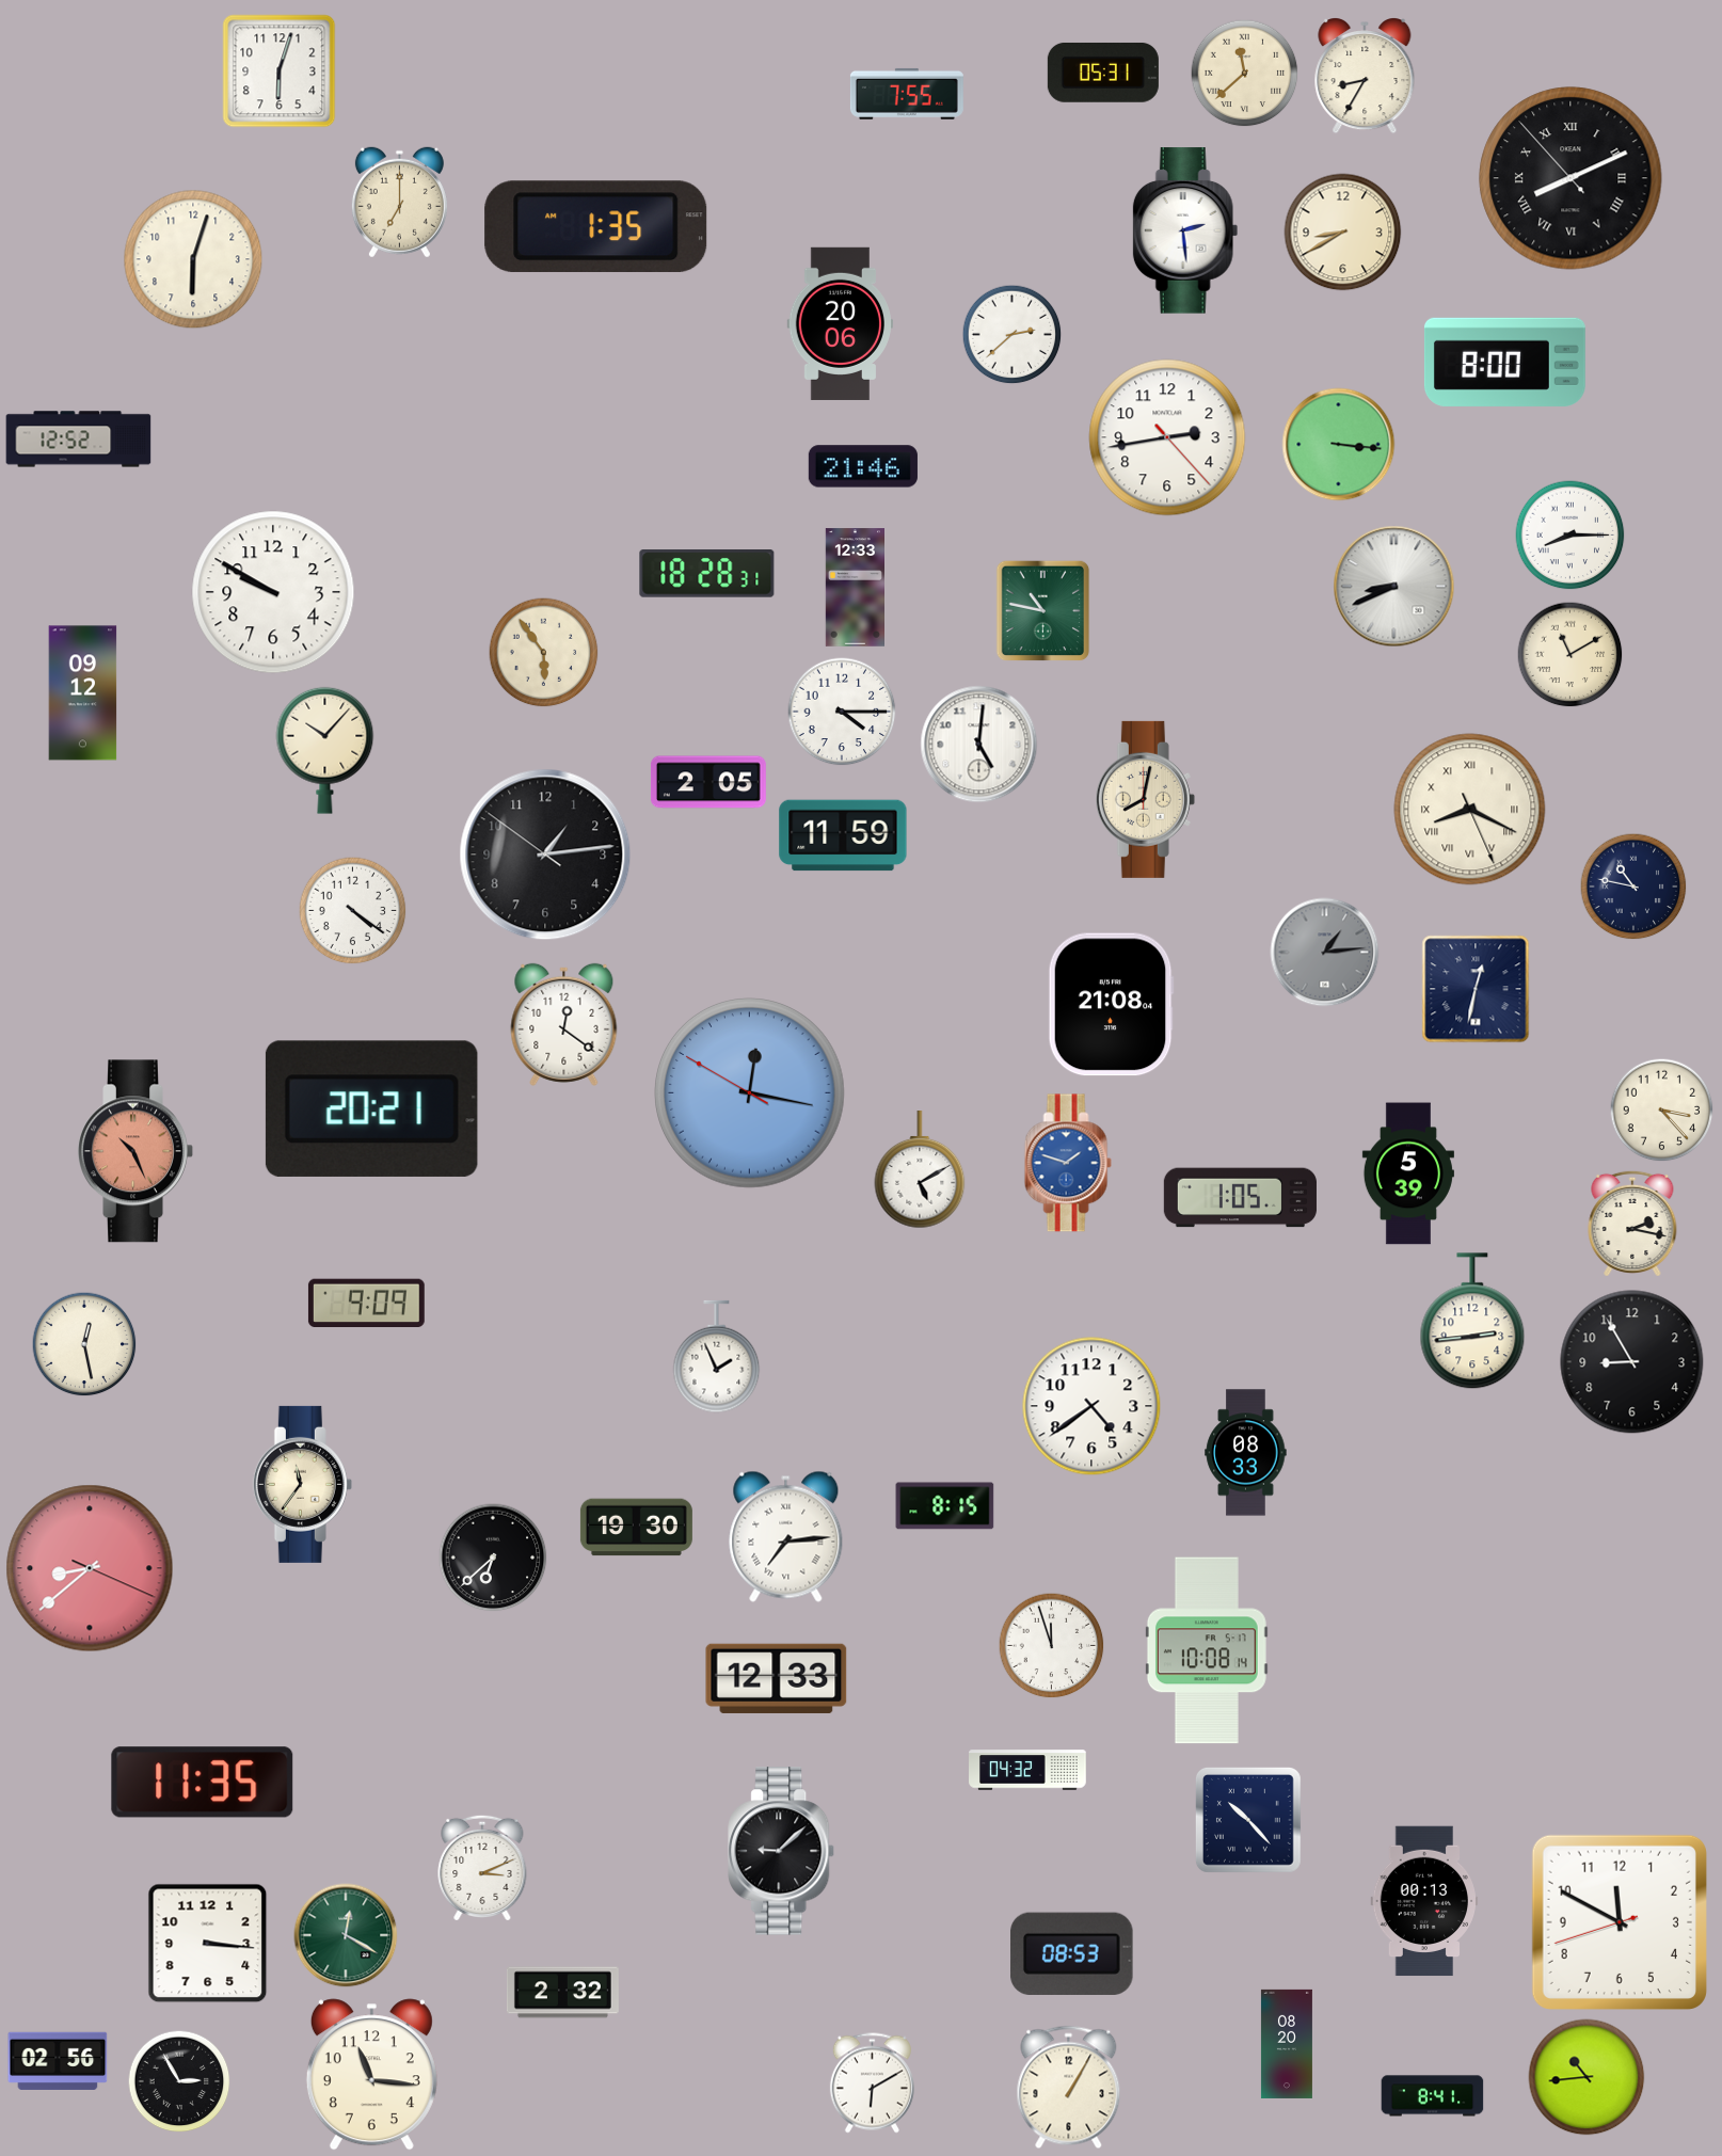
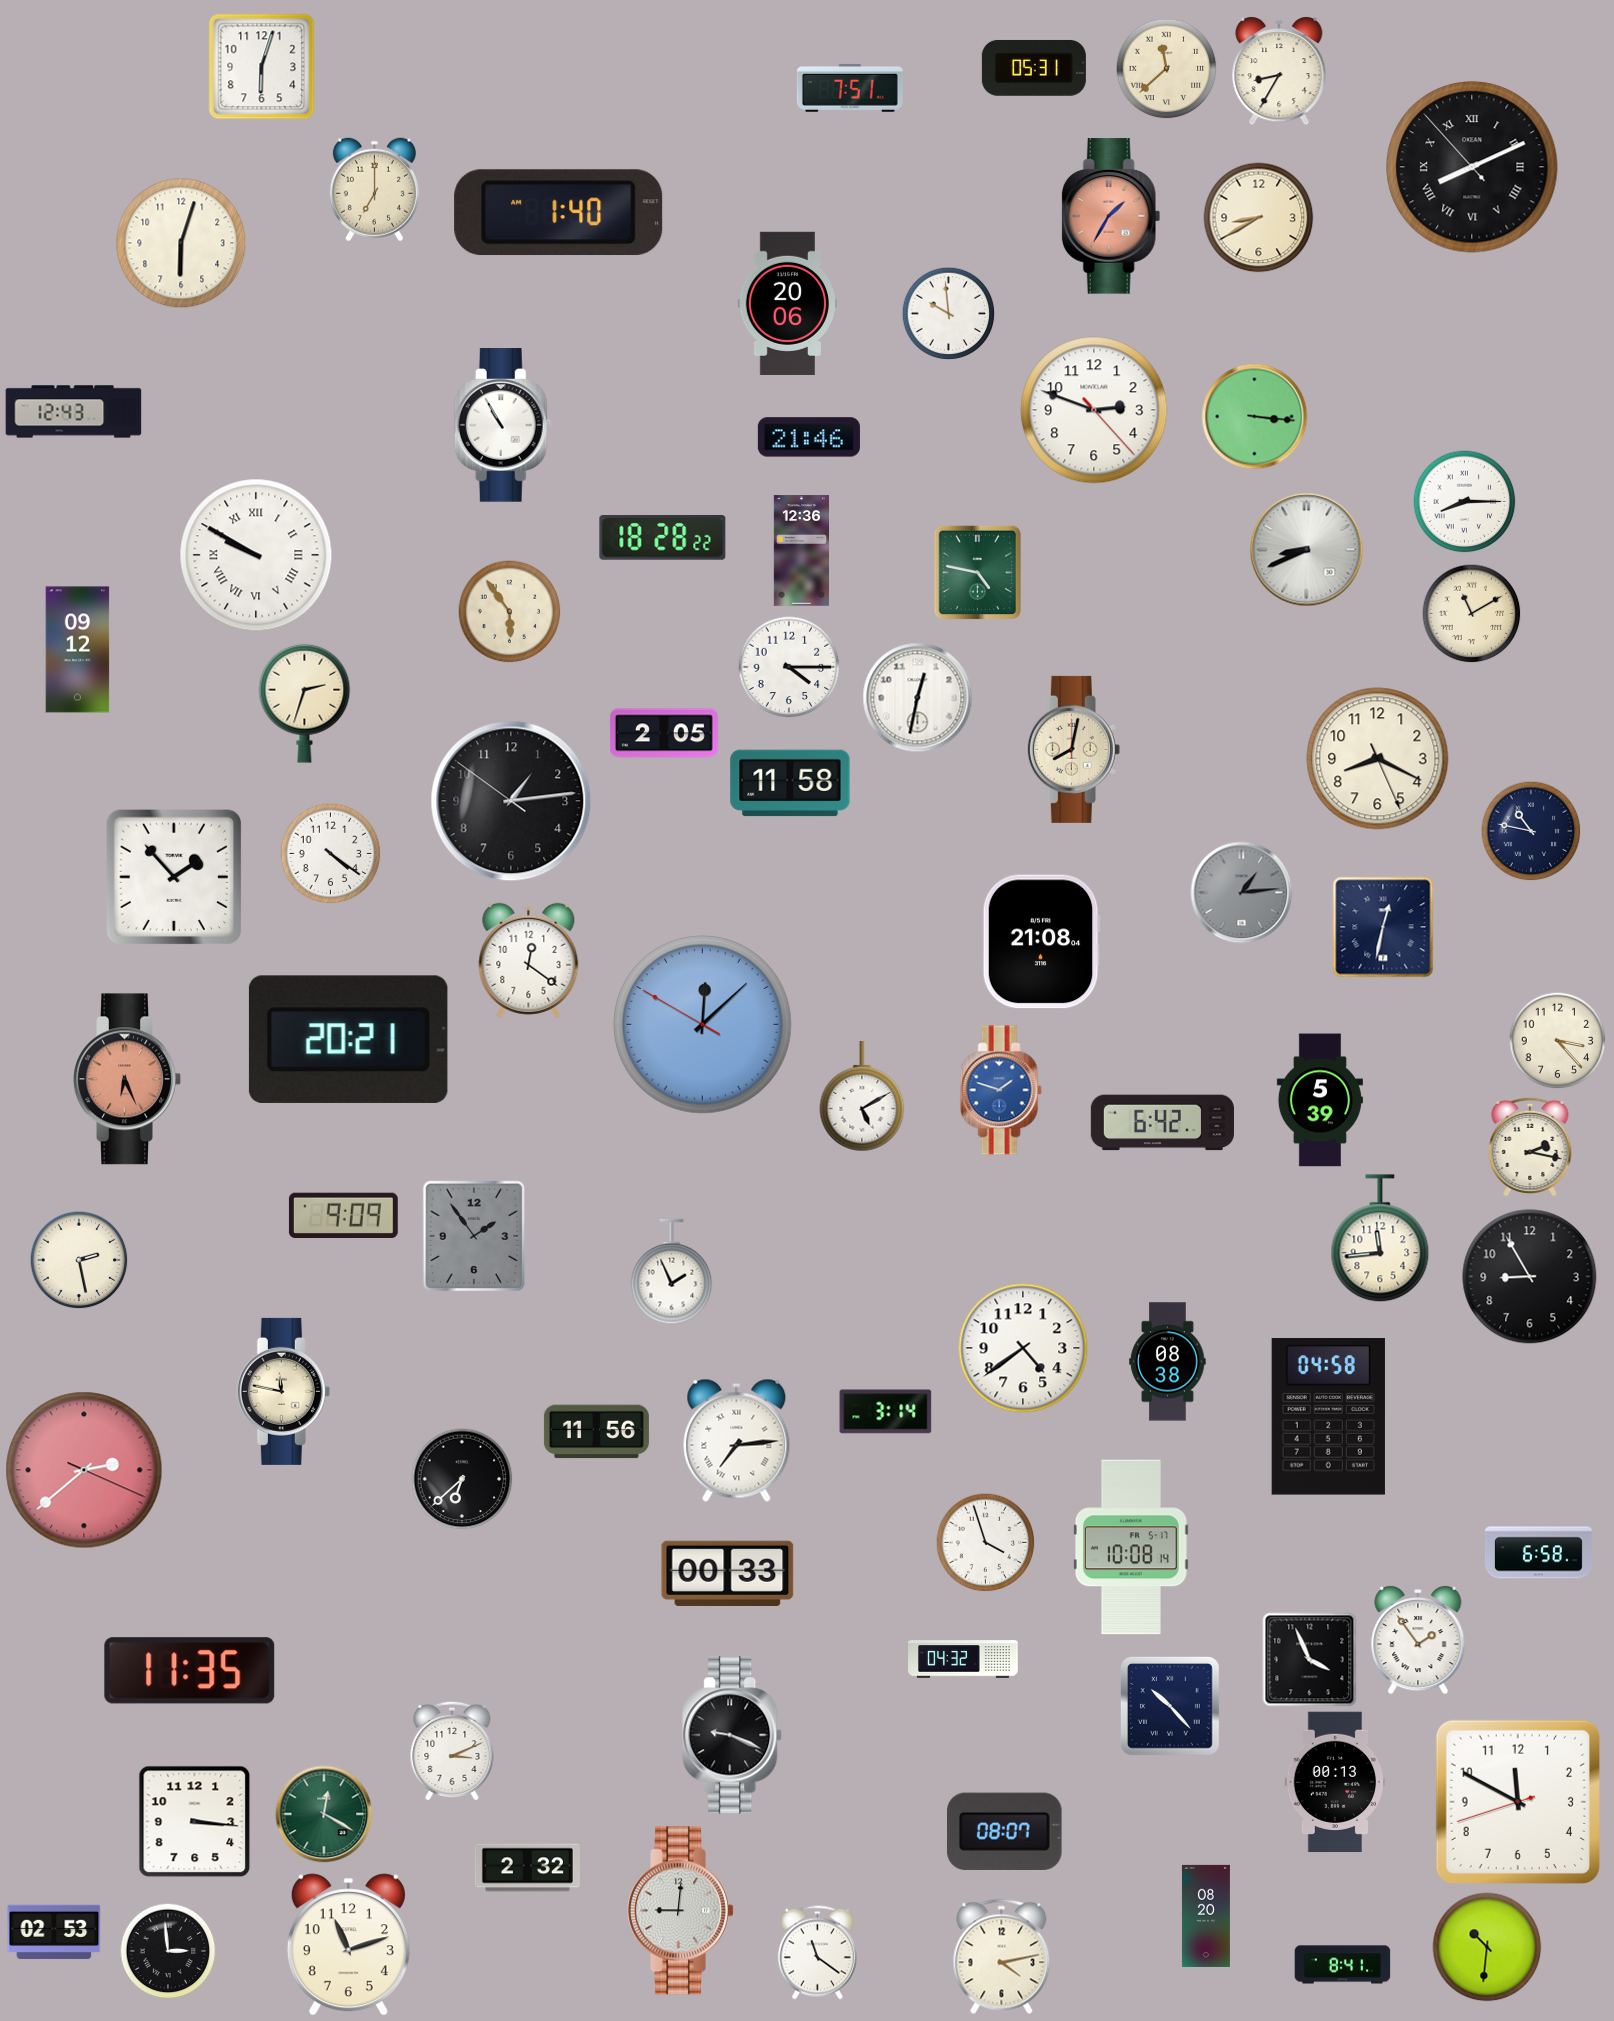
clock at (907, 94): 7:55 -> 7:51
clock at (596, 227): 1:35 -> 1:40
clock at (1185, 230): 2:29 -> 1:35
clock at (1185, 230) dial: white -> salmon
clock at (1011, 334): 2:38 -> 9:59
clock at (1504, 362): 8:00 -> none
clock at (1167, 437): 2:43 -> 2:48
clock at (79, 440): 12:52 -> 12:43
clock at (503, 425): none -> 10:55
clock at (1570, 536) position: (1570, 536) -> (1465, 502)
clock at (707, 574): 18:28:31 -> 18:28:22
clock at (855, 588): 12:33 -> 12:36
clock at (273, 592) numerals: Arabic -> Roman
clock at (1043, 610): 10:47 -> 4:47
clock at (979, 745): 5:01 -> 12:32
clock at (325, 750): 10:07 -> 2:33
clock at (1470, 810) numerals: Roman -> Arabic
clock at (843, 835): 11:59 -> 11:58
clock at (174, 877): none -> 1:53
clock at (750, 1093): 12:16 -> 12:07
clock at (135, 1151): 10:26 -> 6:26
clock at (1240, 1198): 1:05 -> 6:42
clock at (366, 1304) position: (366, 1304) -> (343, 1216)
clock at (474, 1236): none -> 1:54
clock at (1472, 1322): 2:44 -> 11:44
clock at (84, 1344): 12:28 -> 2:28
clock at (1091, 1406) position: (1091, 1406) -> (1023, 1348)
clock at (1246, 1453): 08:33 -> 08:38
clock at (302, 1484): 11:36 -> 11:47
clock at (945, 1506): 8:15 -> 3:14
clock at (1328, 1417): none -> 04:58
clock at (636, 1528): 19:30 -> 11:56
clock at (493, 1558) position: (493, 1558) -> (462, 1479)
clock at (90, 1568): 8:38 -> 2:38
clock at (1052, 1646): 11:57 -> 3:57
clock at (1538, 1553): none -> 6:58
clock at (777, 1678): 12:33 -> 00:33
clock at (1418, 1641): none -> 1:54
clock at (1310, 1660): none -> 3:56
clock at (782, 1851): 9:08 -> 9:19
clock at (1072, 1953): 08:53 -> 08:07
clock at (681, 1911): none -> 9:01
clock at (58, 2061): 02:56 -> 02:53
clock at (371, 2075): 11:16 -> 11:12
clock at (1587, 2077): 10:44 -> 10:31
clock at (179, 2081): 2:55 -> 2:59
clock at (872, 2083): 6:10 -> 11:21
clock at (1069, 2088): 1:05 -> 4:13
